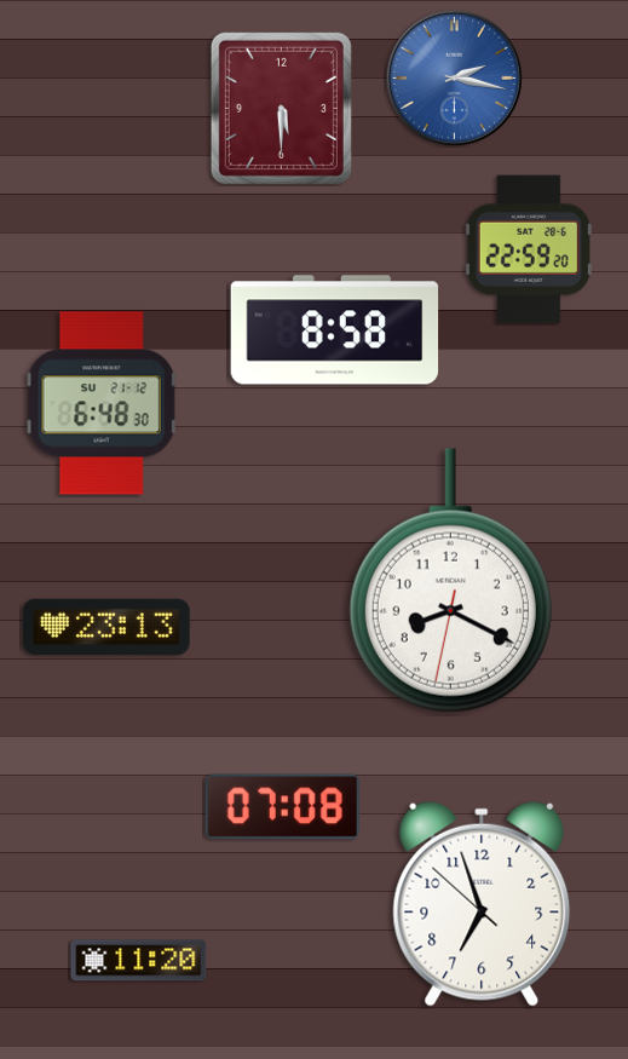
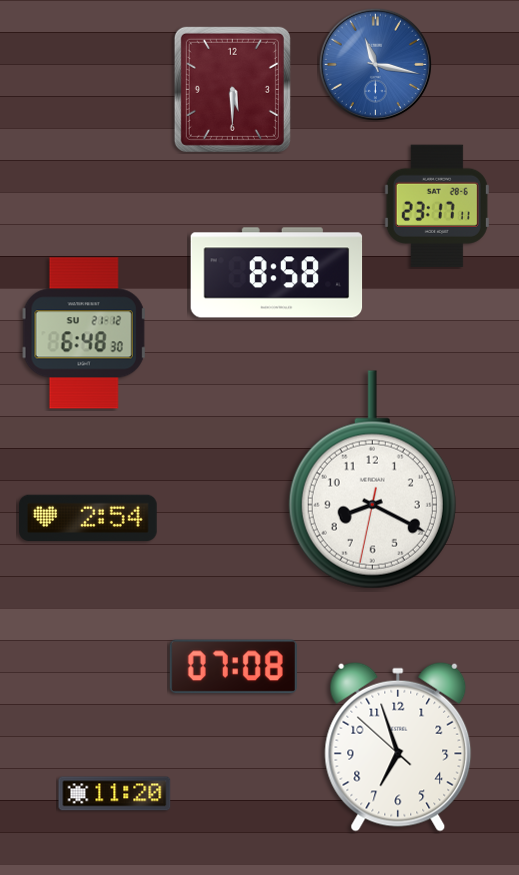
clock at (454, 77): 2:17 -> 11:17
clock at (529, 249): 22:59 -> 23:17
clock at (106, 626): 23:13 -> 2:54
